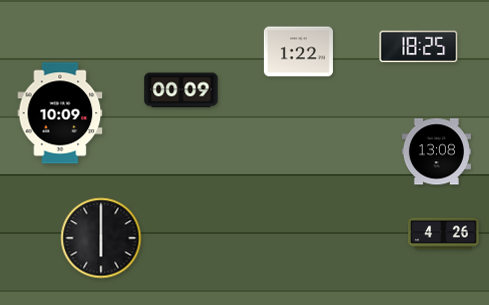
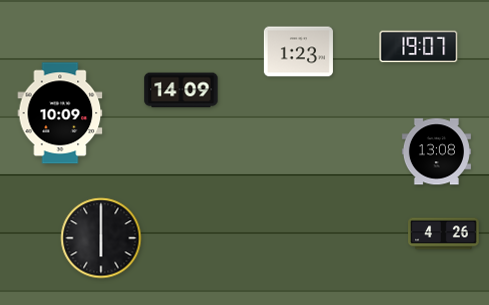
clock at (419, 47): 18:25 -> 19:07
clock at (298, 52): 1:22 -> 1:23
clock at (181, 90): 00:09 -> 14:09
